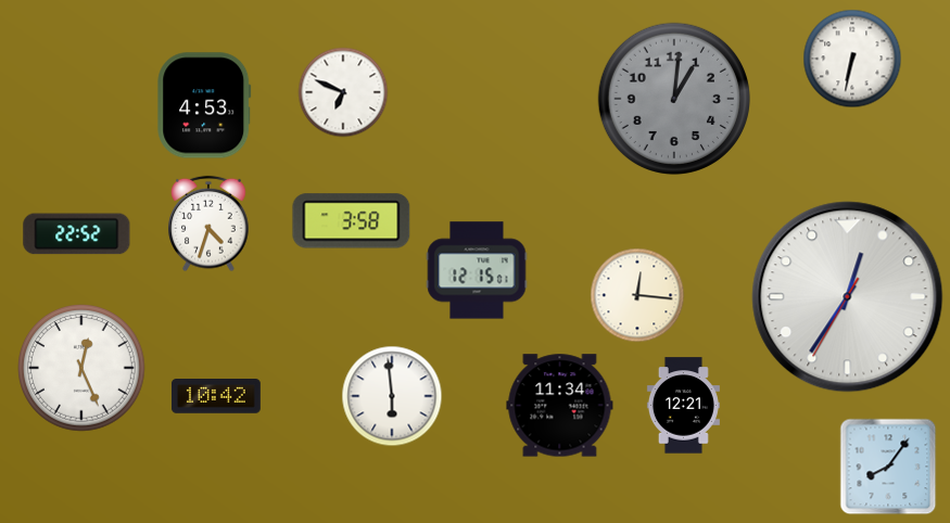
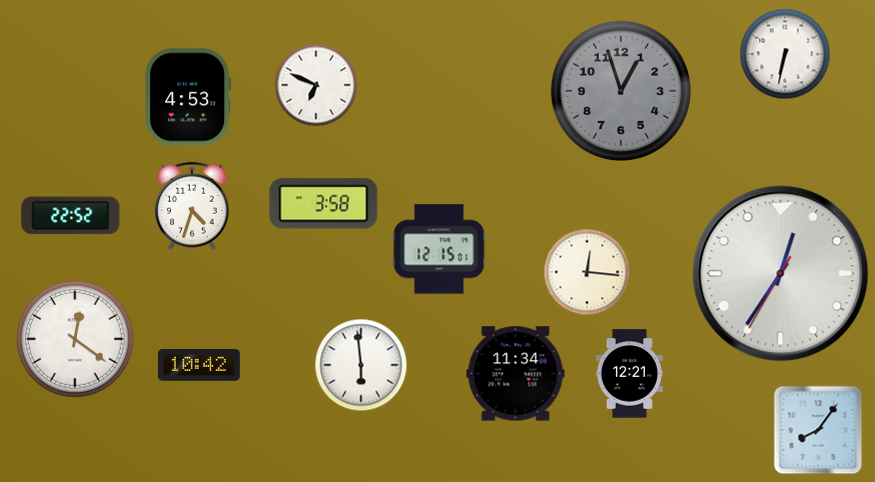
clock at (674, 99): 1:01 -> 12:57
clock at (83, 369): 12:26 -> 12:21
